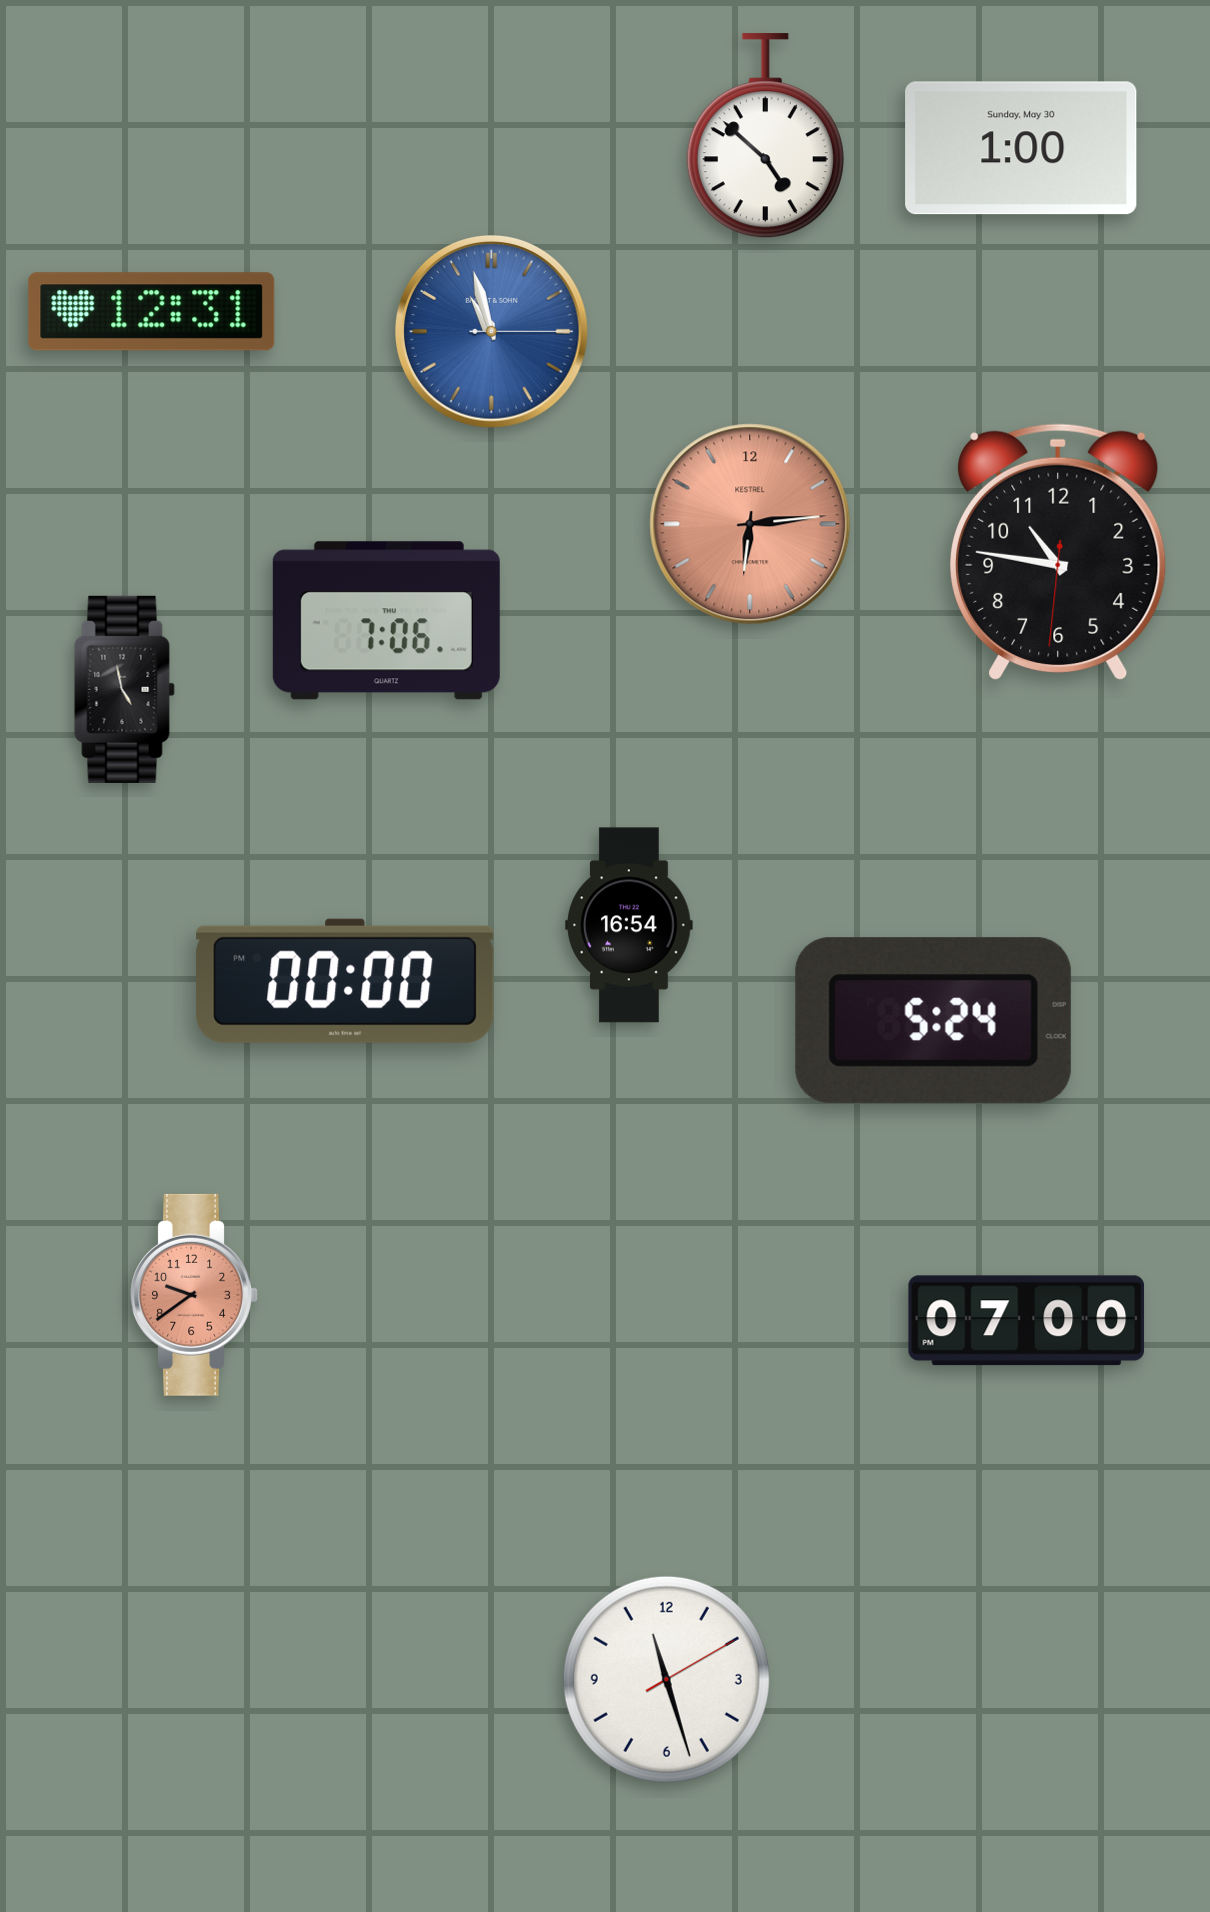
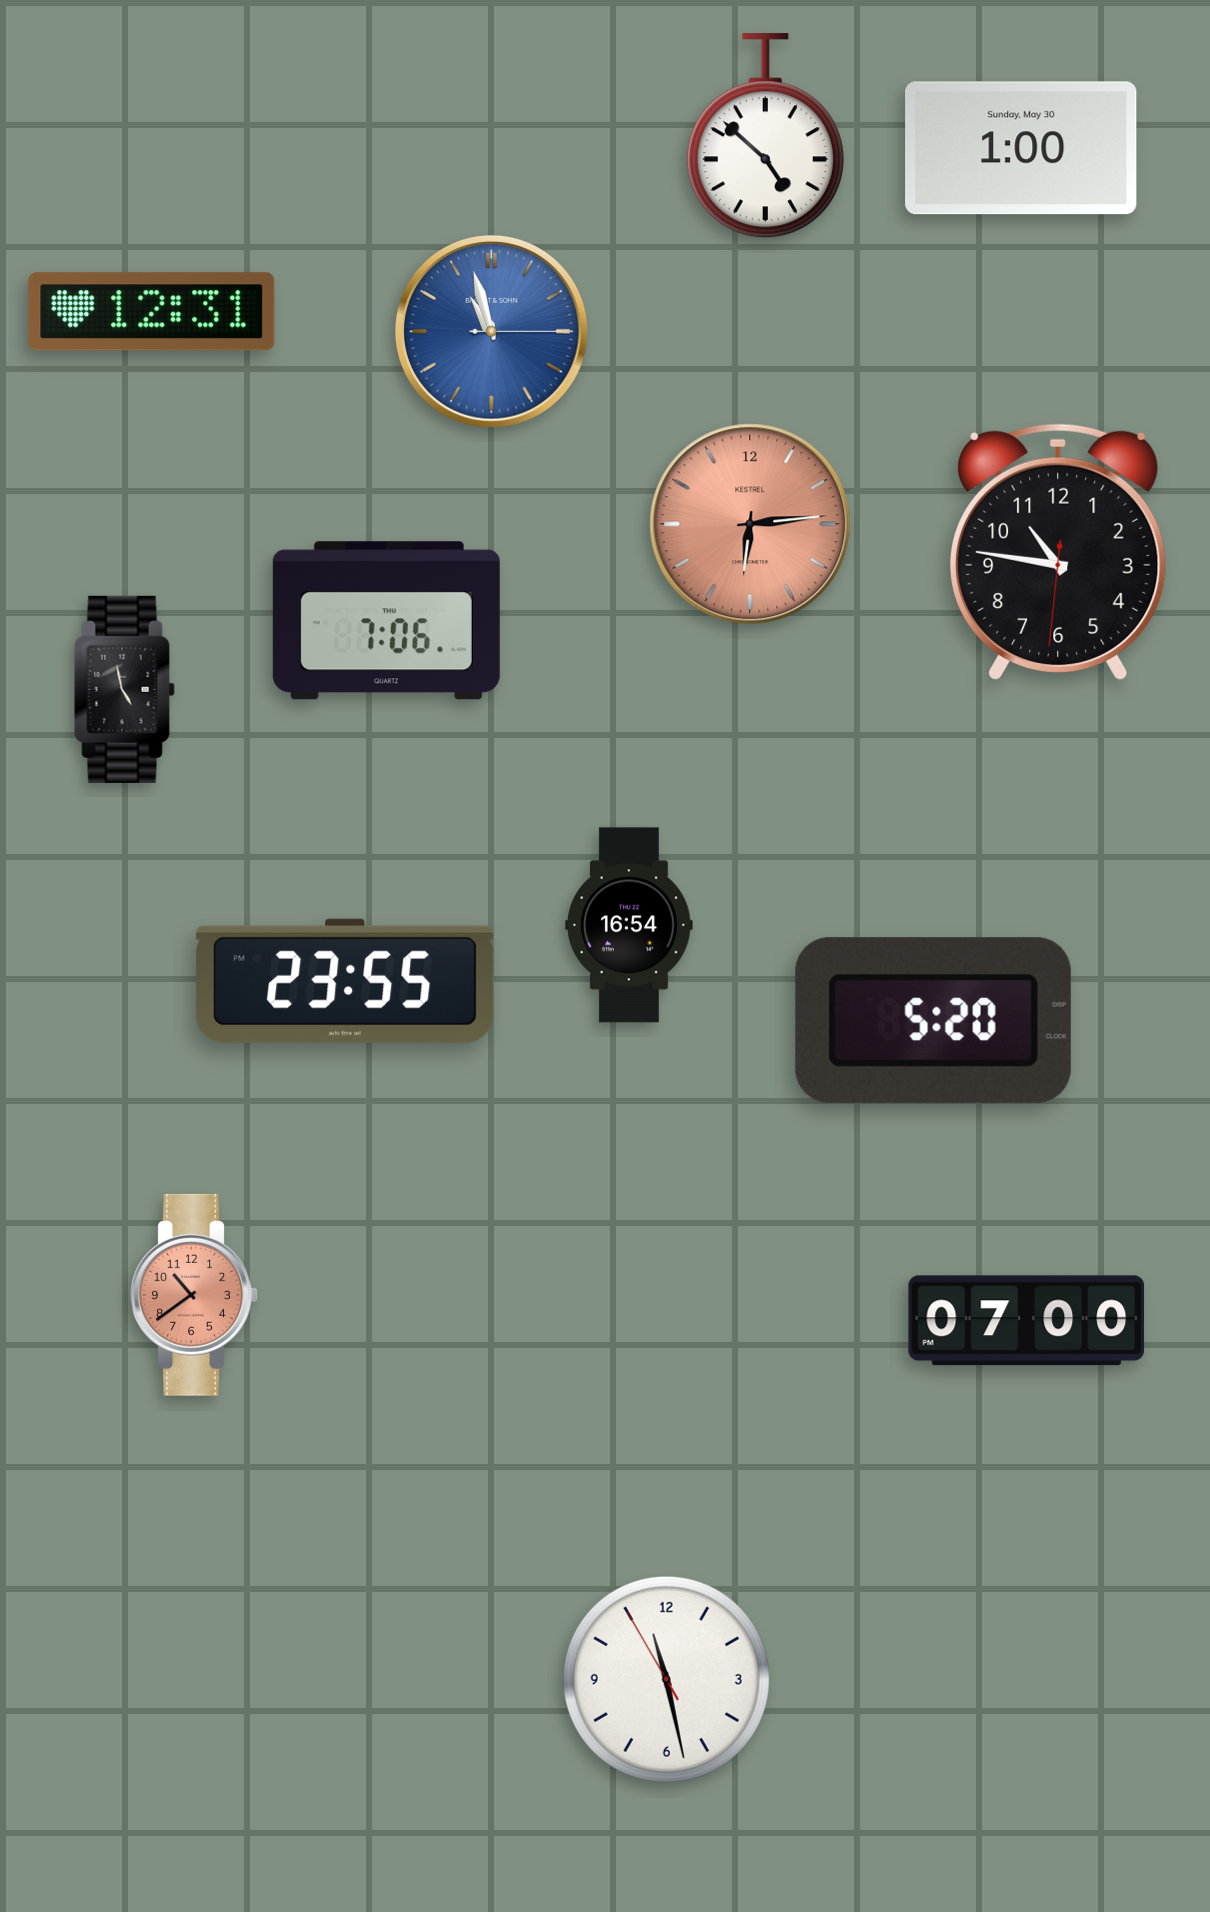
clock at (345, 981): 00:00 -> 23:55
clock at (933, 1020): 5:24 -> 5:20
clock at (194, 1295): 9:39 -> 10:39
clock at (666, 1679): 11:27:10 -> 11:27:55
